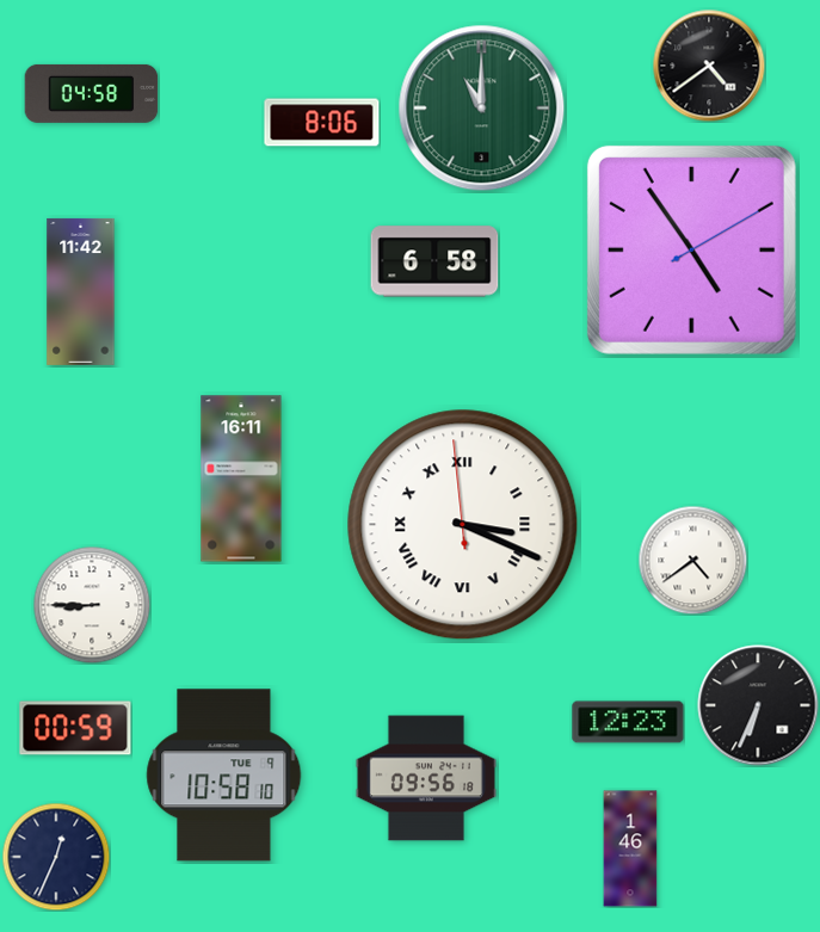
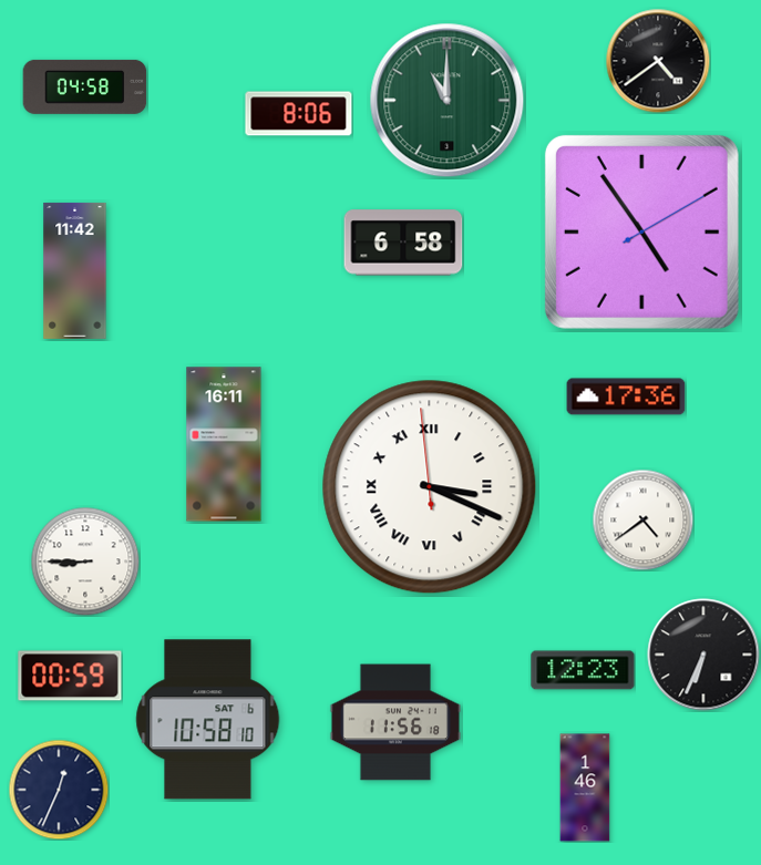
clock at (626, 397): none -> 17:36
clock at (224, 776) date: TUE 9 -> SAT 6
clock at (426, 778): 09:56 -> 11:56
clock at (56, 857) position: (56, 857) -> (59, 790)
